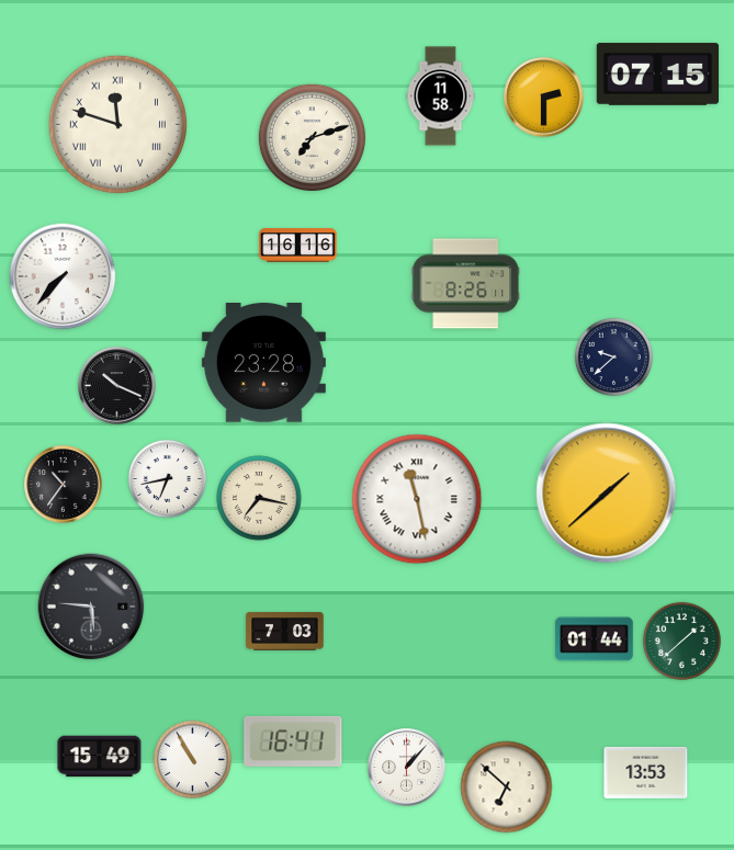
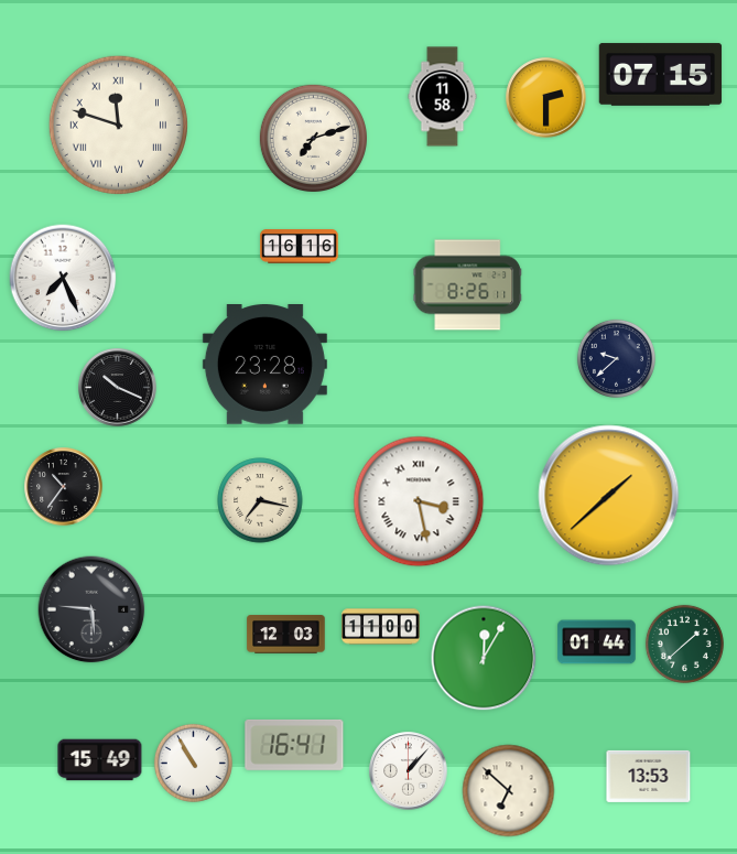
clock at (63, 276): 7:37 -> 7:26
clock at (167, 478): 6:43 -> none
clock at (417, 499): 11:28 -> 3:28
clock at (381, 627): none -> 11:00
clock at (285, 632): 7:03 -> 12:03
clock at (484, 658): none -> 12:05
